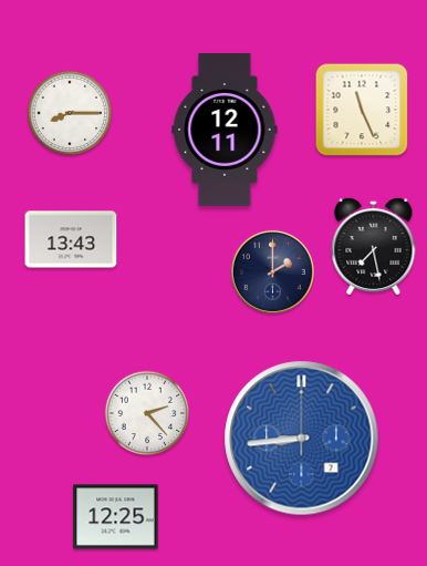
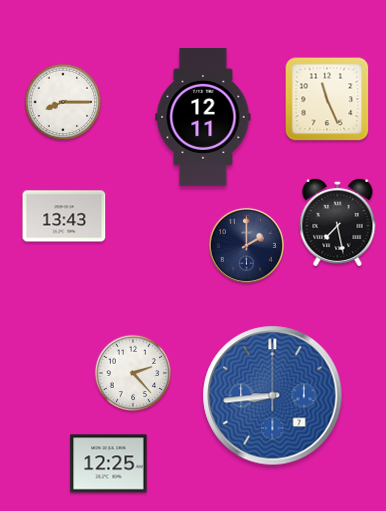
clock at (116, 517) position: (116, 517) -> (109, 464)
